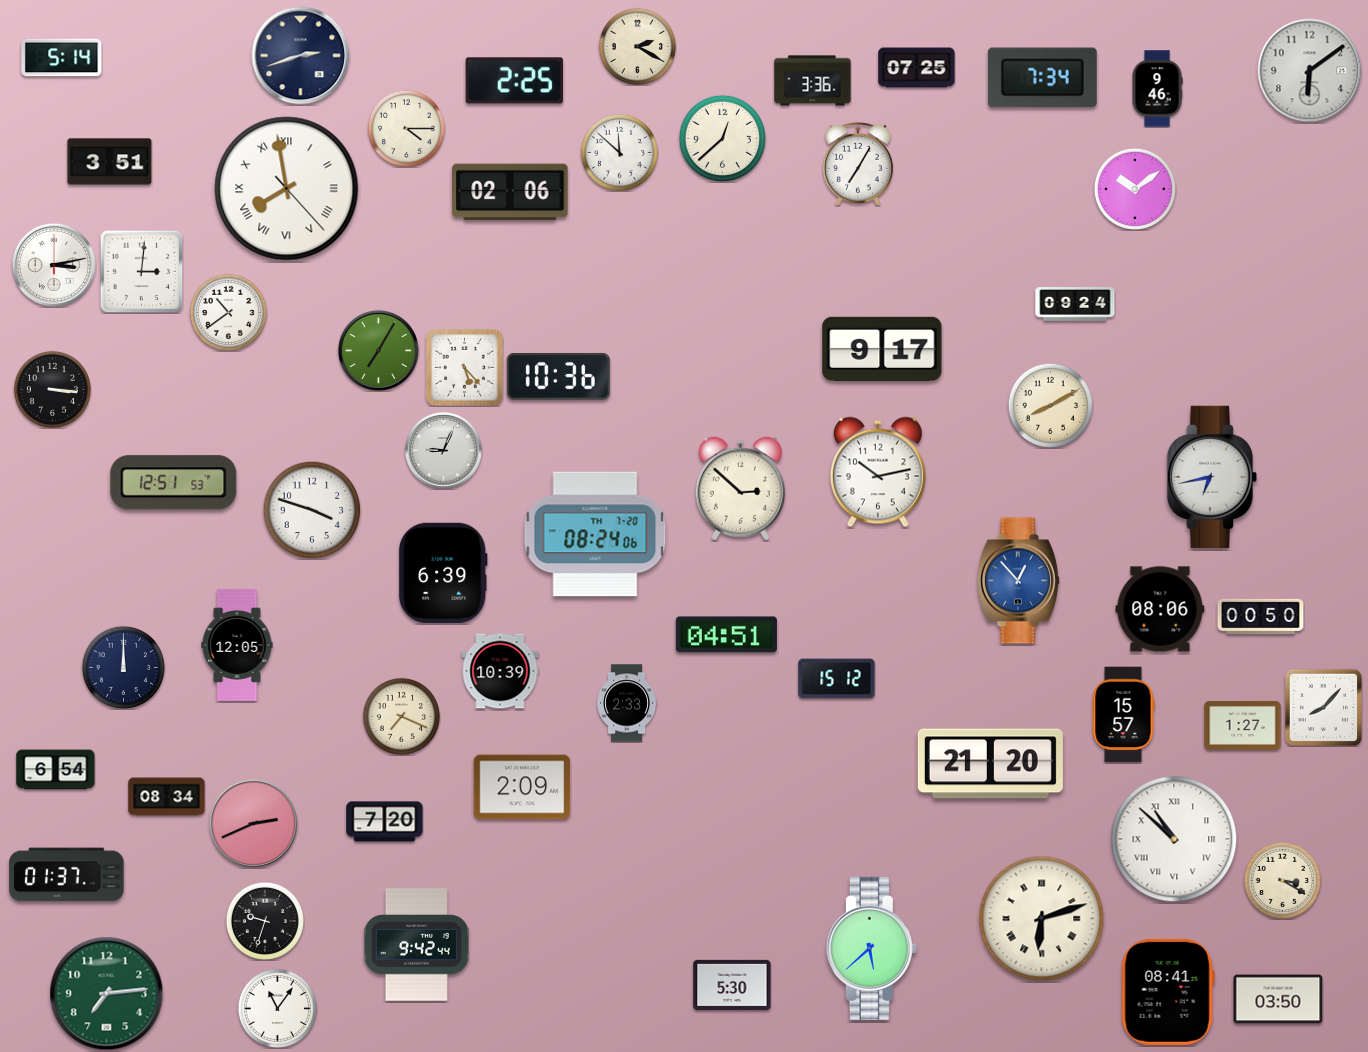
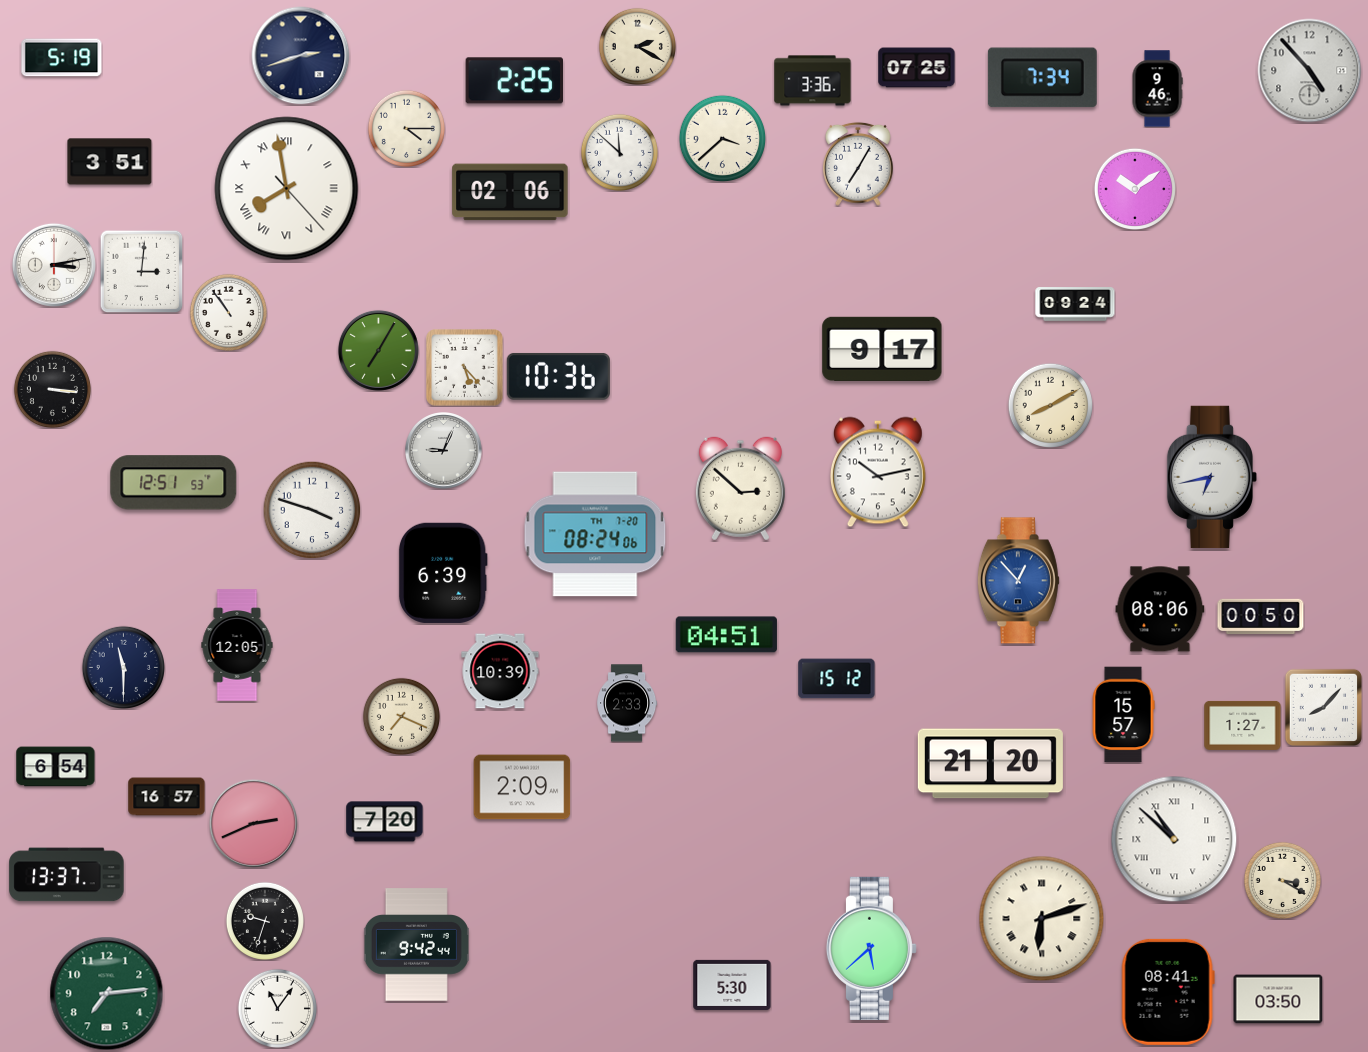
clock at (62, 58): 5:14 -> 5:19
clock at (1310, 71): 6:09 -> 4:53
clock at (722, 138): 12:38 -> 3:38
clock at (228, 312): 10:39 -> 10:54
clock at (123, 667): 12:00 -> 11:30
clock at (56, 770) position: (56, 770) -> (56, 767)
clock at (167, 797): 08:34 -> 16:57
clock at (67, 875): 01:37 -> 13:37
